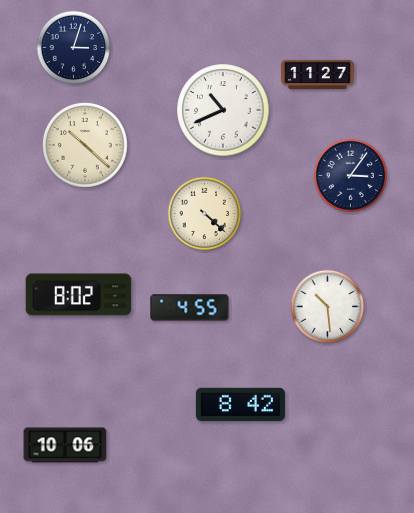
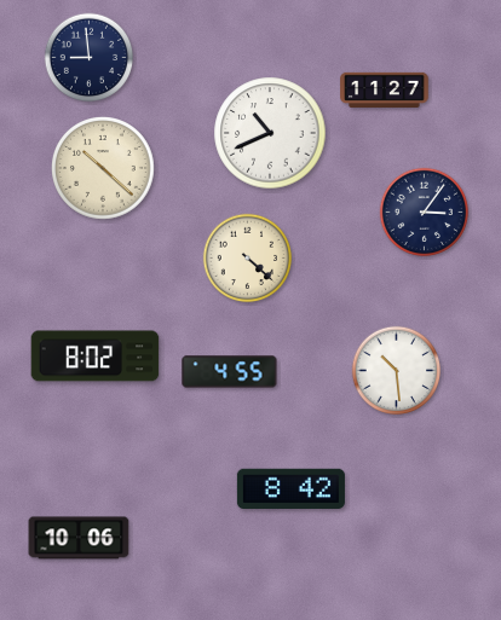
clock at (74, 48): 3:03 -> 8:59
clock at (85, 145) position: (85, 145) -> (103, 168)
